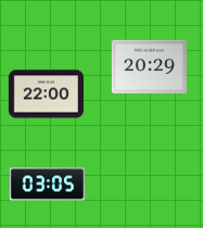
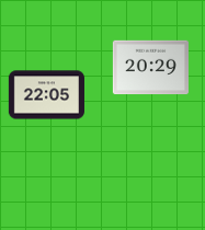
clock at (46, 94): 22:00 -> 22:05
clock at (47, 185): 03:05 -> none
